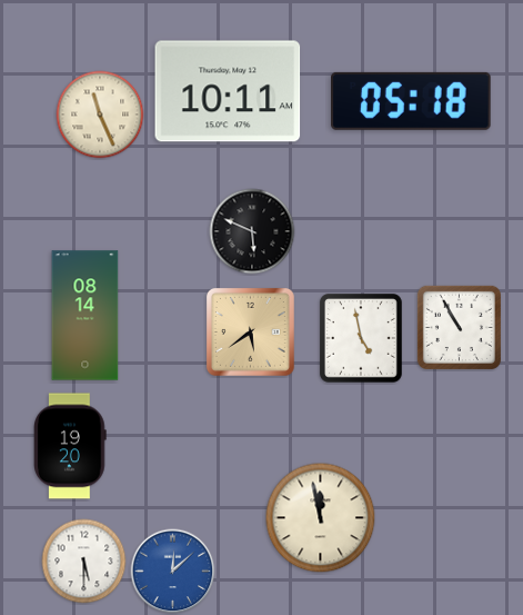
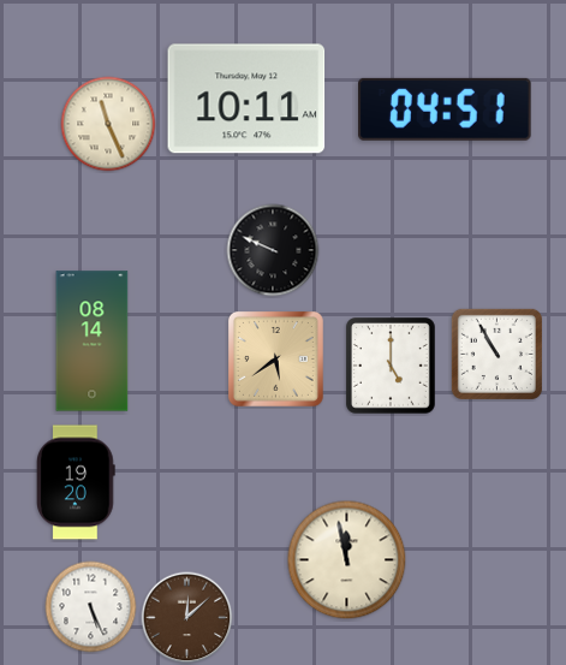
clock at (412, 101): 05:18 -> 04:51
clock at (252, 231): 5:49 -> 9:49
clock at (250, 331) position: (250, 331) -> (275, 358)
clock at (362, 339): 4:58 -> 5:00
clock at (84, 562): 5:30 -> 5:26
clock at (173, 572) dial: blue -> brown
